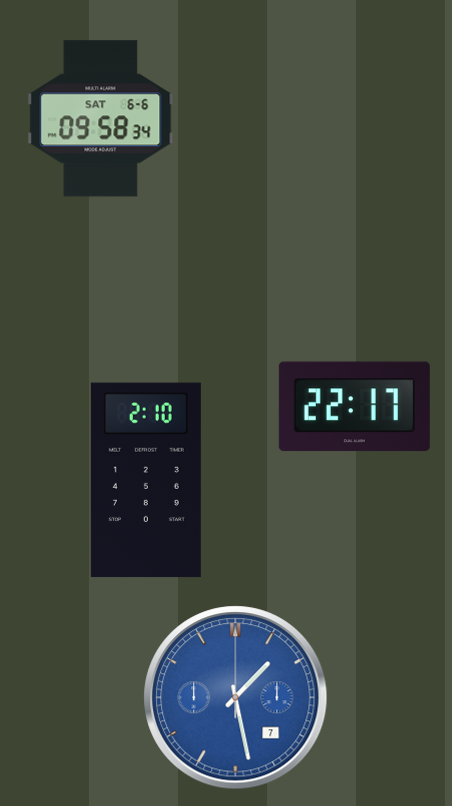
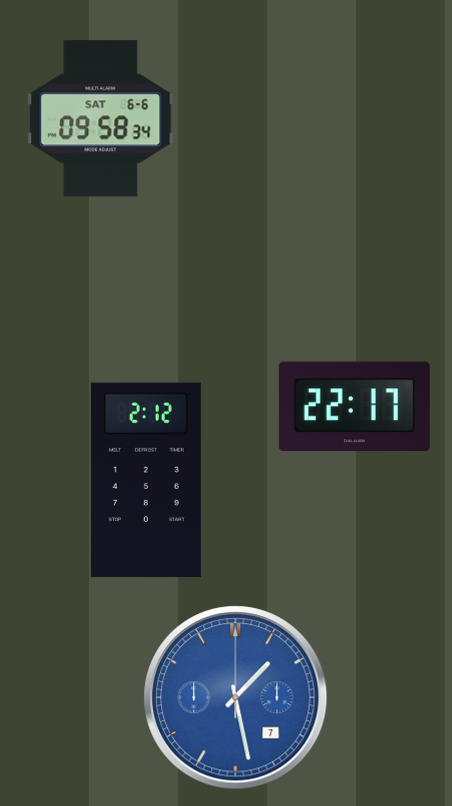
clock at (146, 480): 2:10 -> 2:12
